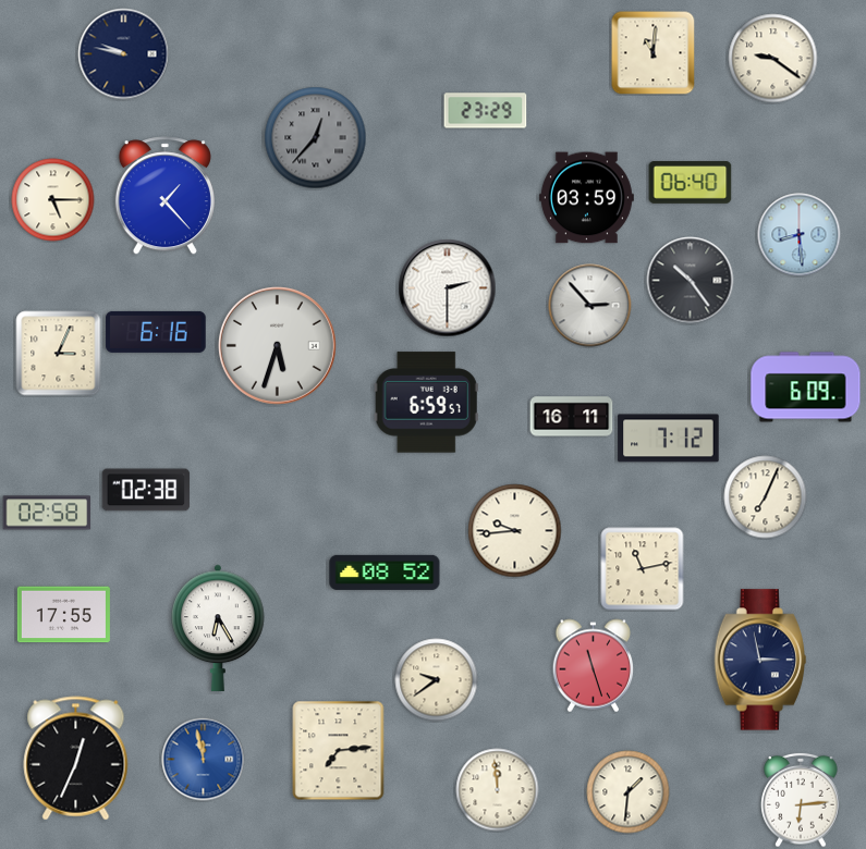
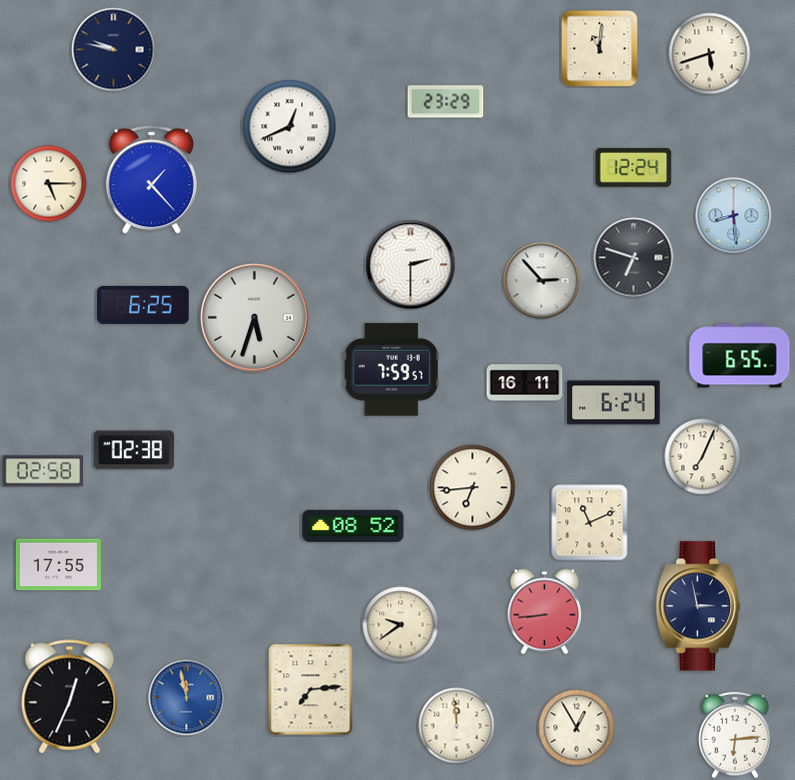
clock at (773, 59): 9:21 -> 5:42
clock at (316, 138): 12:37 -> 12:41
clock at (316, 138) dial: grey -> white
clock at (691, 183): 06:40 -> 12:24
clock at (586, 198): 03:59 -> none
clock at (691, 281): 10:24 -> 6:48
clock at (156, 332): 6:16 -> 6:25
clock at (59, 354): 3:04 -> none
clock at (806, 387): 6:09 -> 6:55
clock at (426, 403): 6:59 -> 7:59
clock at (669, 439): 7:12 -> 6:24
clock at (515, 531): 9:44 -> 6:44
clock at (643, 569): 11:13 -> 11:11
clock at (218, 627): 6:25 -> none
clock at (594, 666): 11:27 -> 8:44
clock at (629, 792): 1:31 -> 12:55
